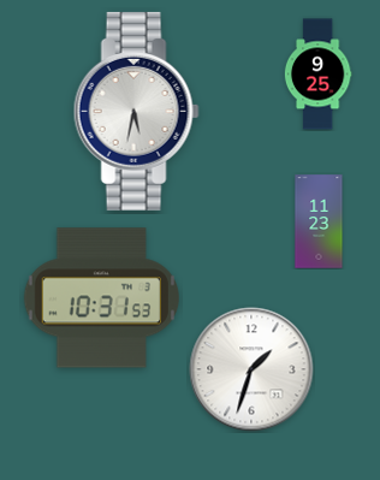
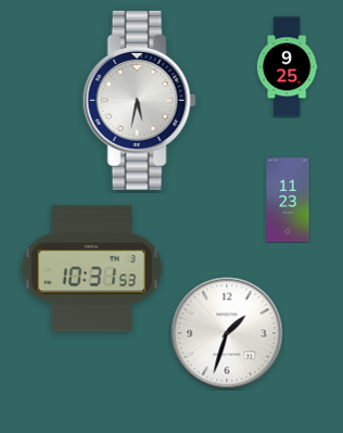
clock at (136, 111) position: (136, 111) -> (139, 100)
